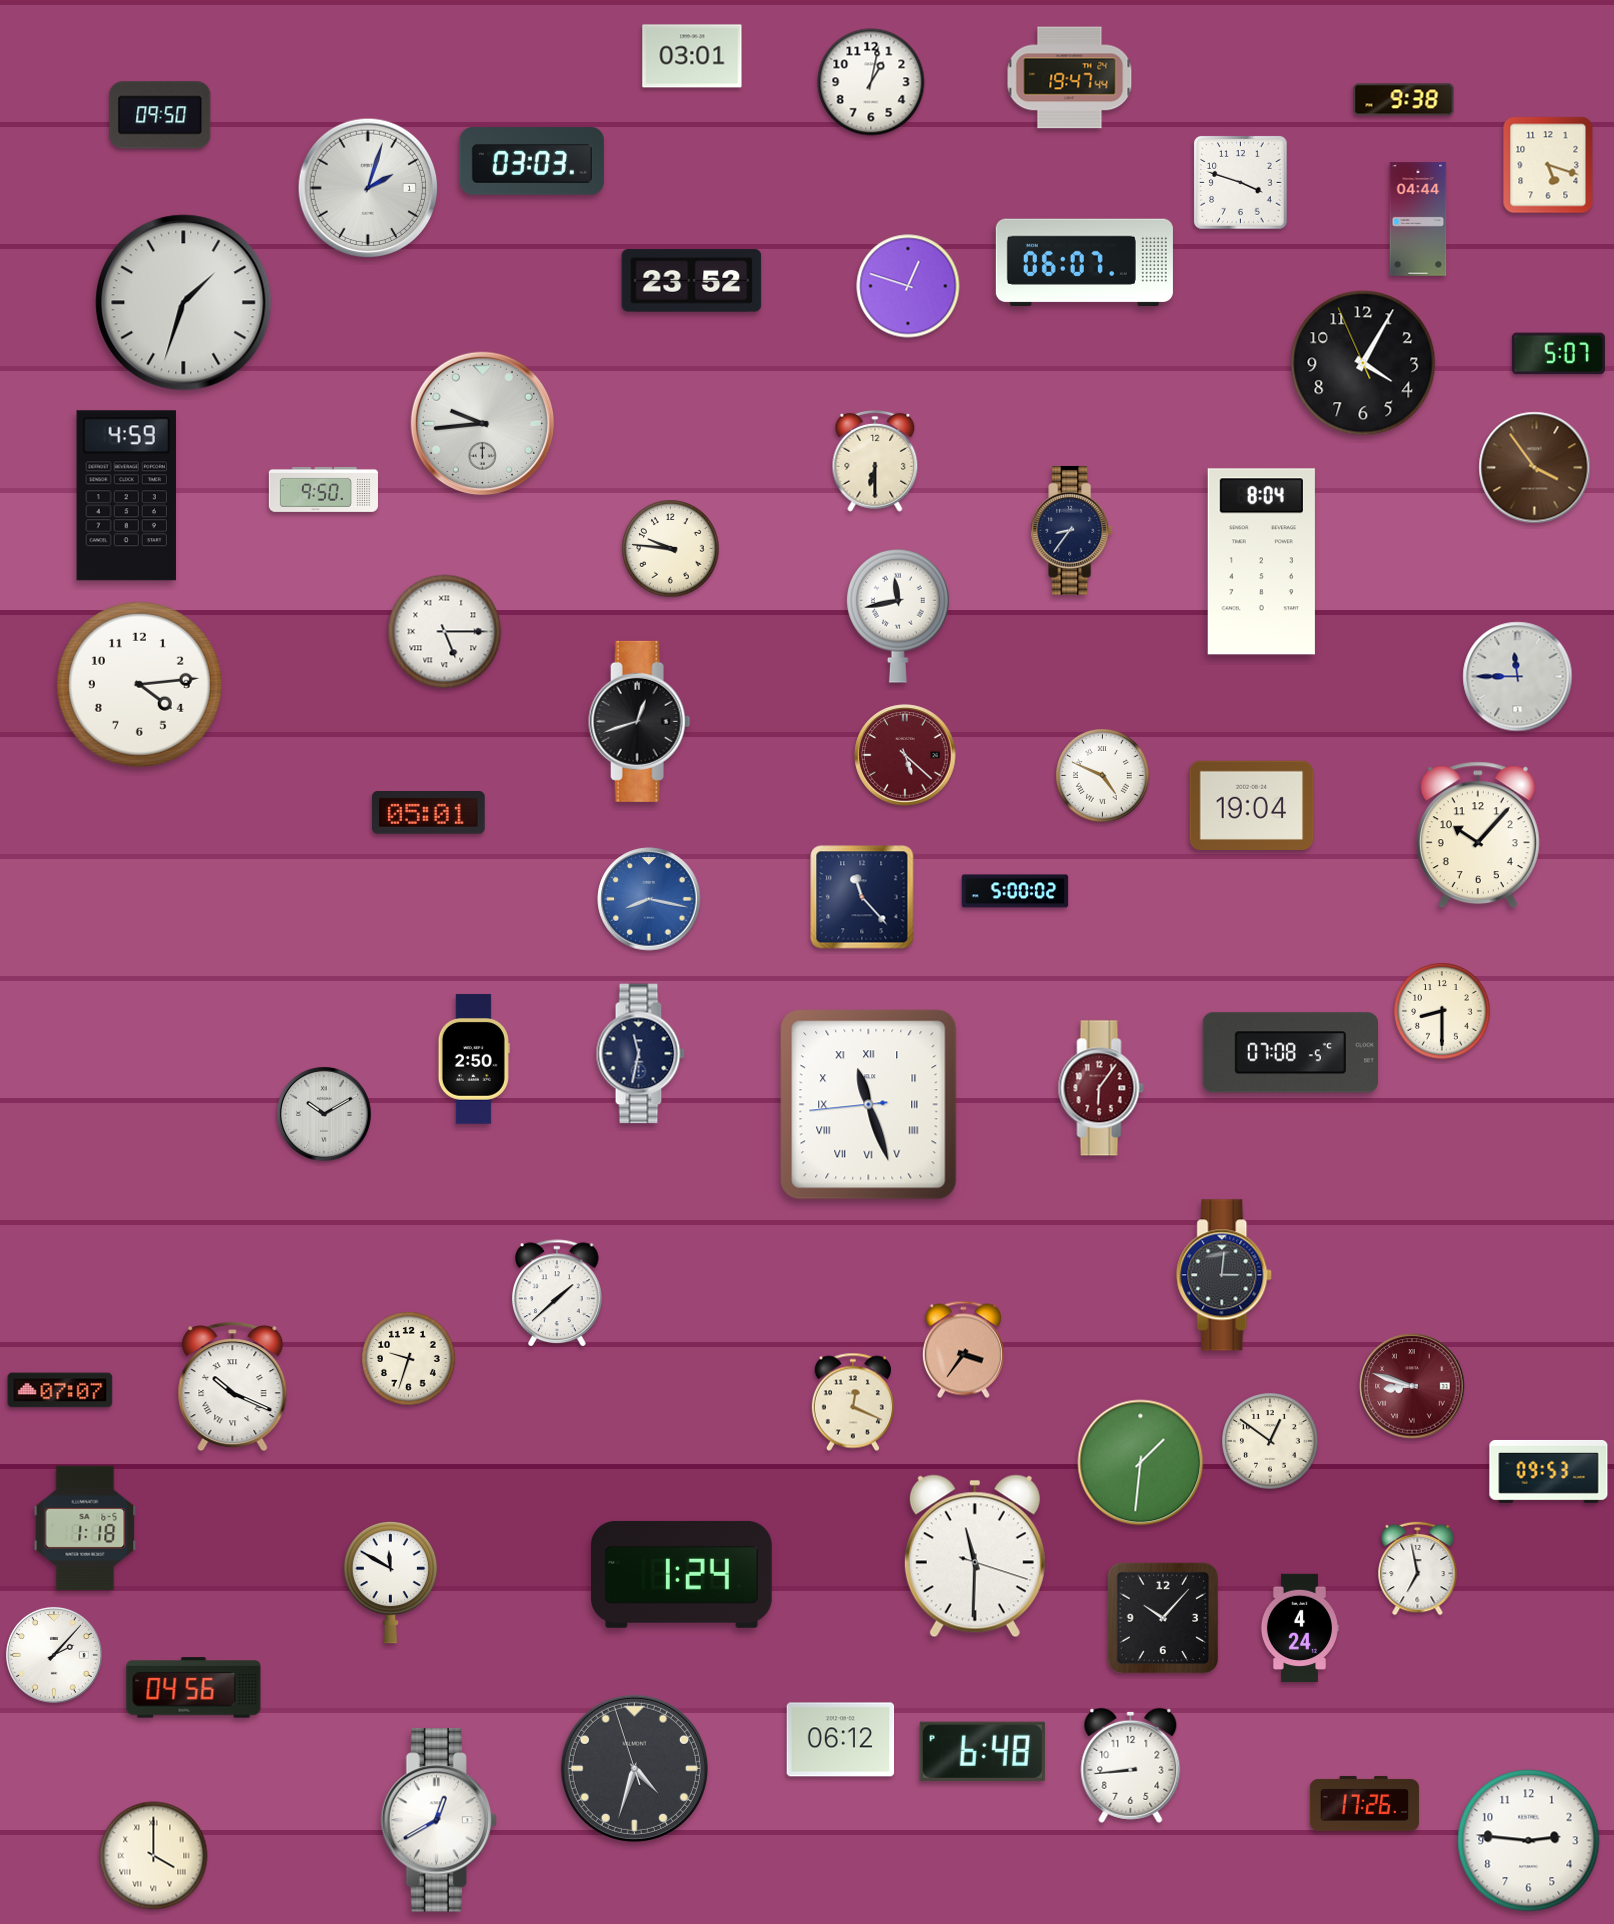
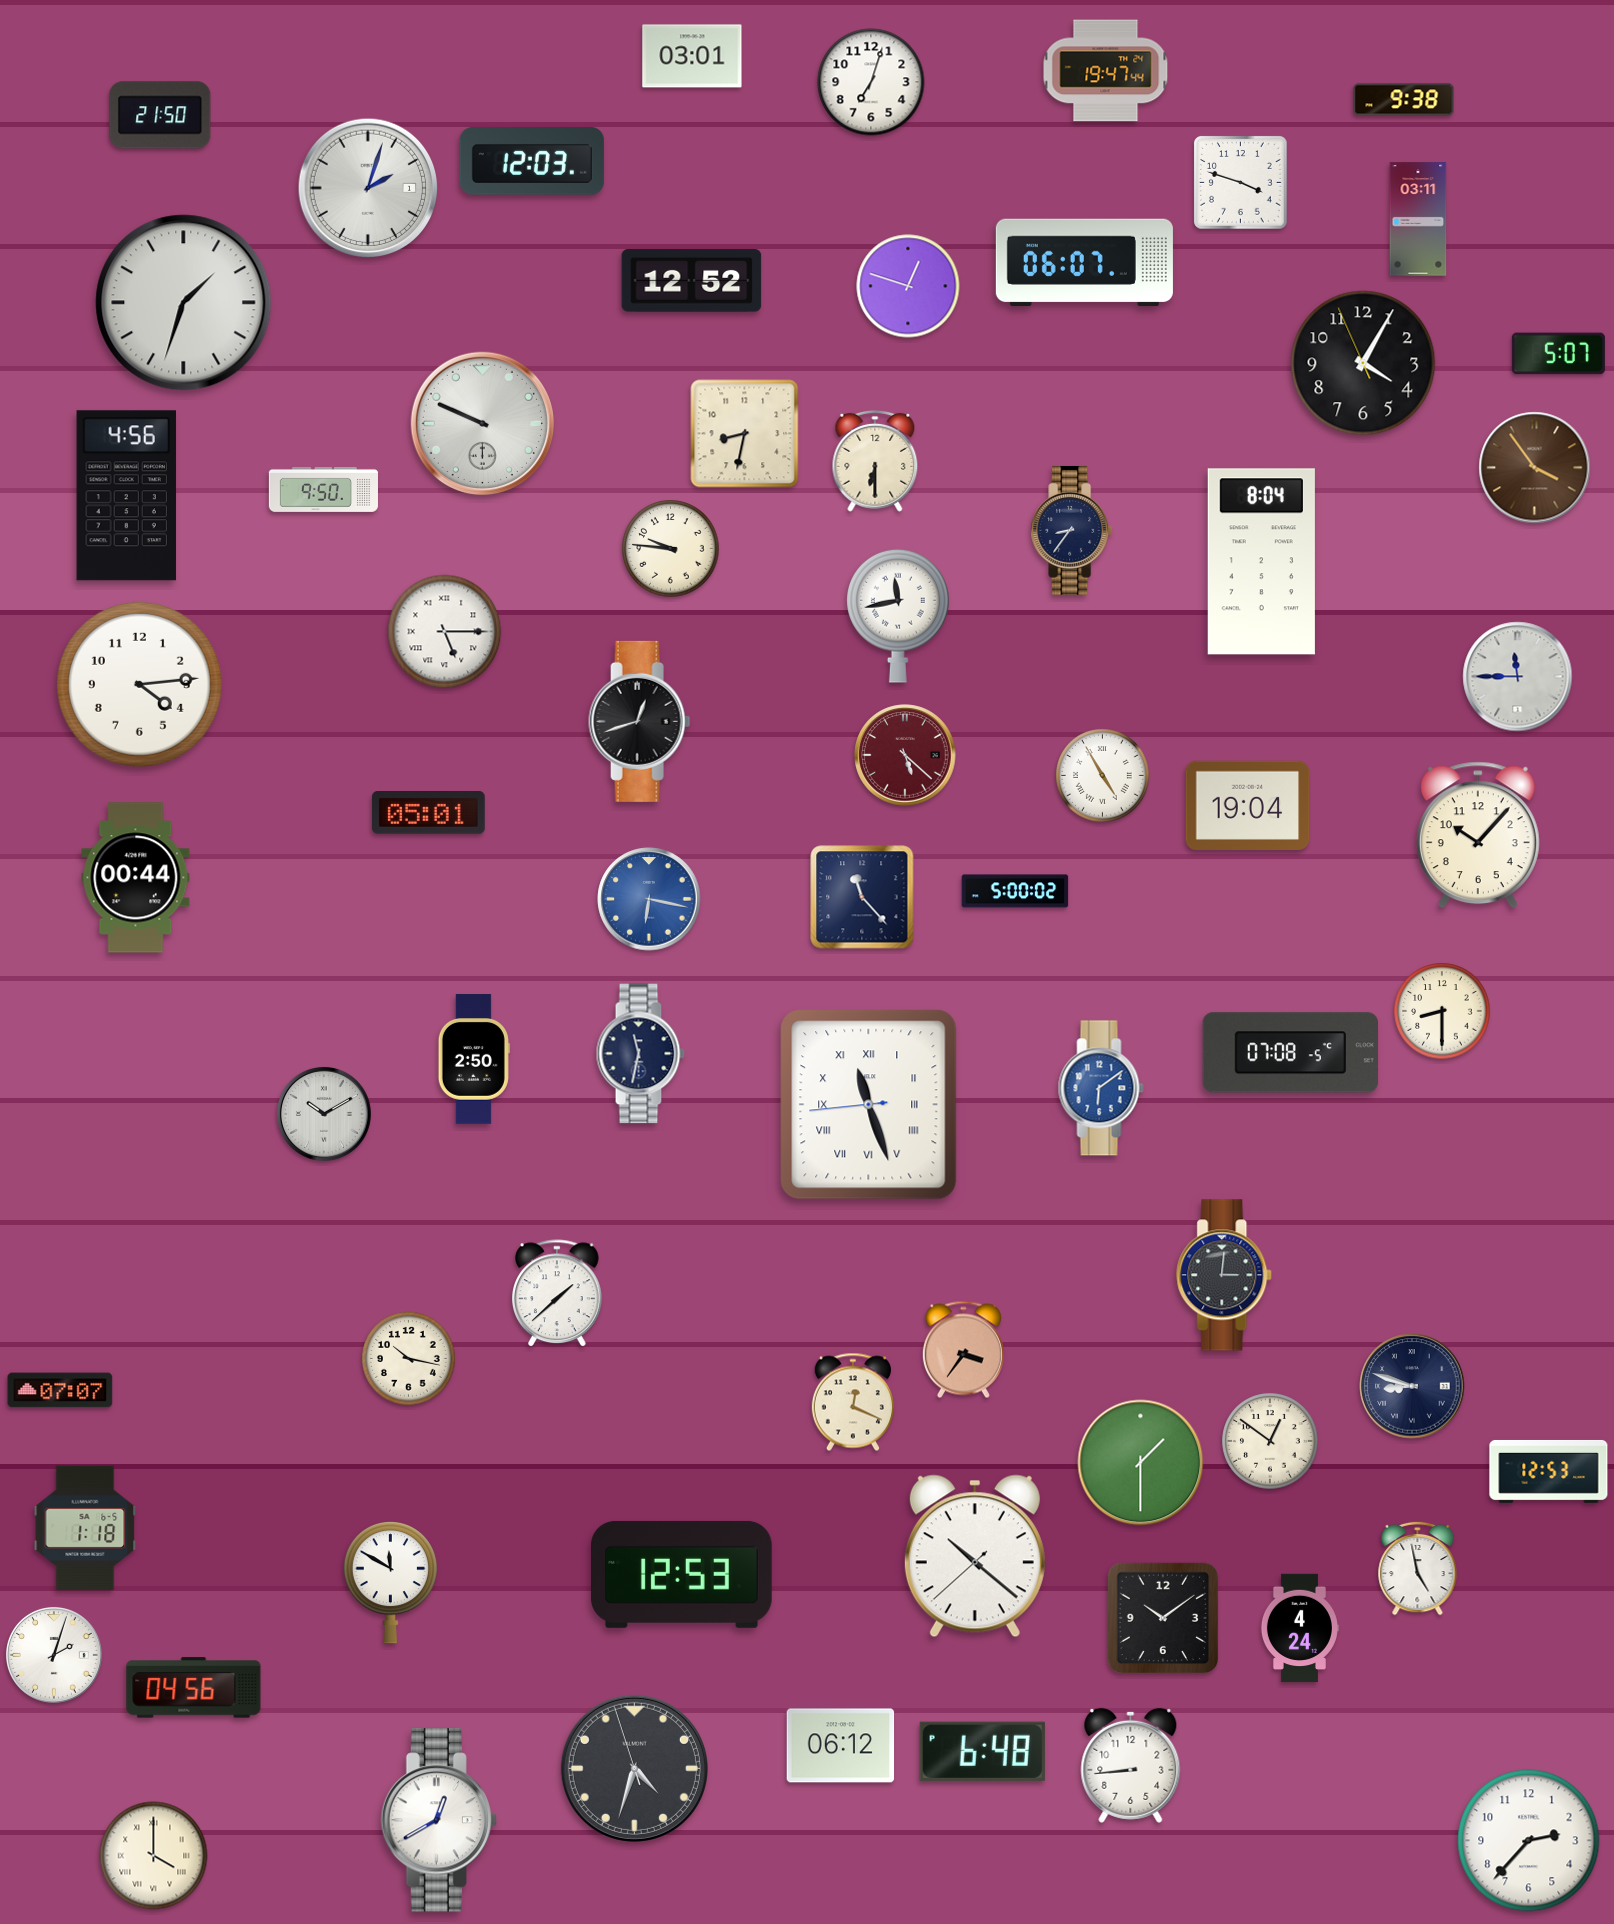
clock at (1070, 78) position: (1070, 78) -> (1106, 71)
clock at (871, 82): 1:02 -> 7:03
clock at (160, 115): 09:50 -> 21:50
clock at (532, 161): 03:03 -> 12:03
clock at (1548, 165): 5:18 -> none
clock at (1418, 219): 04:44 -> 03:11
clock at (692, 281): 23:52 -> 12:52
clock at (482, 423): 9:44 -> 9:49
clock at (745, 434): none -> 8:32
clock at (126, 496): 4:59 -> 4:56
clock at (1103, 776): 4:49 -> 4:55
clock at (1252, 805) position: (1252, 805) -> (1248, 805)
clock at (136, 878): none -> 00:44
clock at (649, 899): 8:17 -> 6:17
clock at (1101, 1088): 6:06 -> 6:09
clock at (1101, 1088) dial: burgundy -> blue
clock at (409, 1359): 9:33 -> 10:17
clock at (1412, 1386) dial: burgundy -> navy
clock at (233, 1387): 10:19 -> none
clock at (1141, 1463): 1:31 -> 1:30
clock at (1549, 1471): 09:53 -> 12:53
clock at (975, 1556): 11:30 -> 10:21
clock at (1418, 1568): 6:58 -> 4:58
clock at (682, 1574): 1:24 -> 12:53
clock at (1163, 1618): 10:07 -> 10:09
clock at (54, 1655): 2:07 -> 2:03
clock at (841, 1740) position: (841, 1740) -> (841, 1746)
clock at (1364, 1803): 17:26 -> none
clock at (1529, 1841): 2:46 -> 2:37
